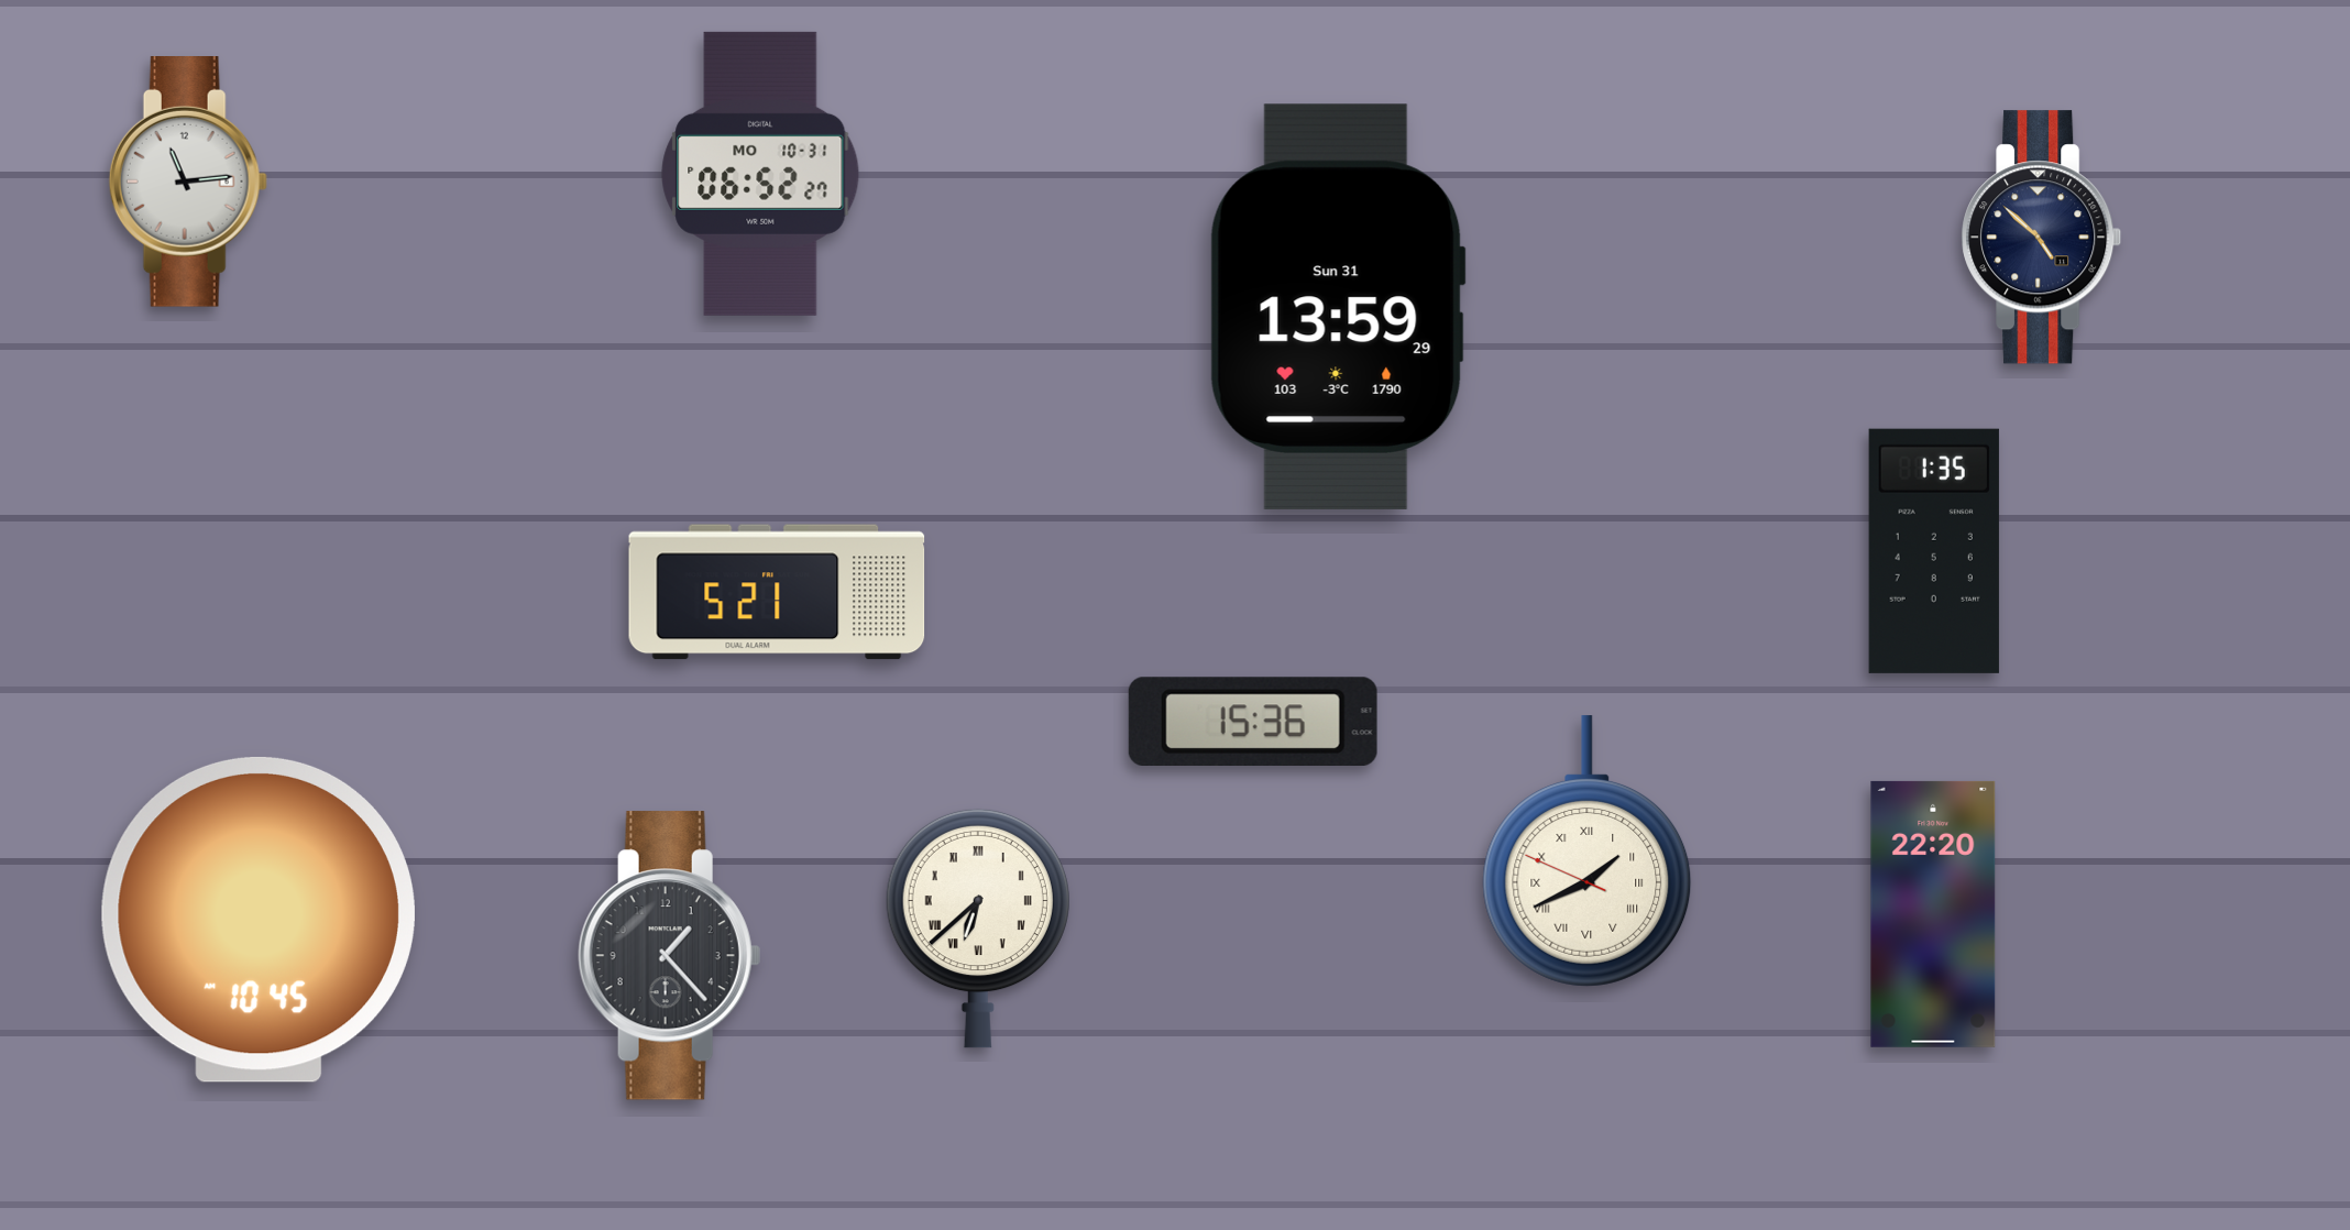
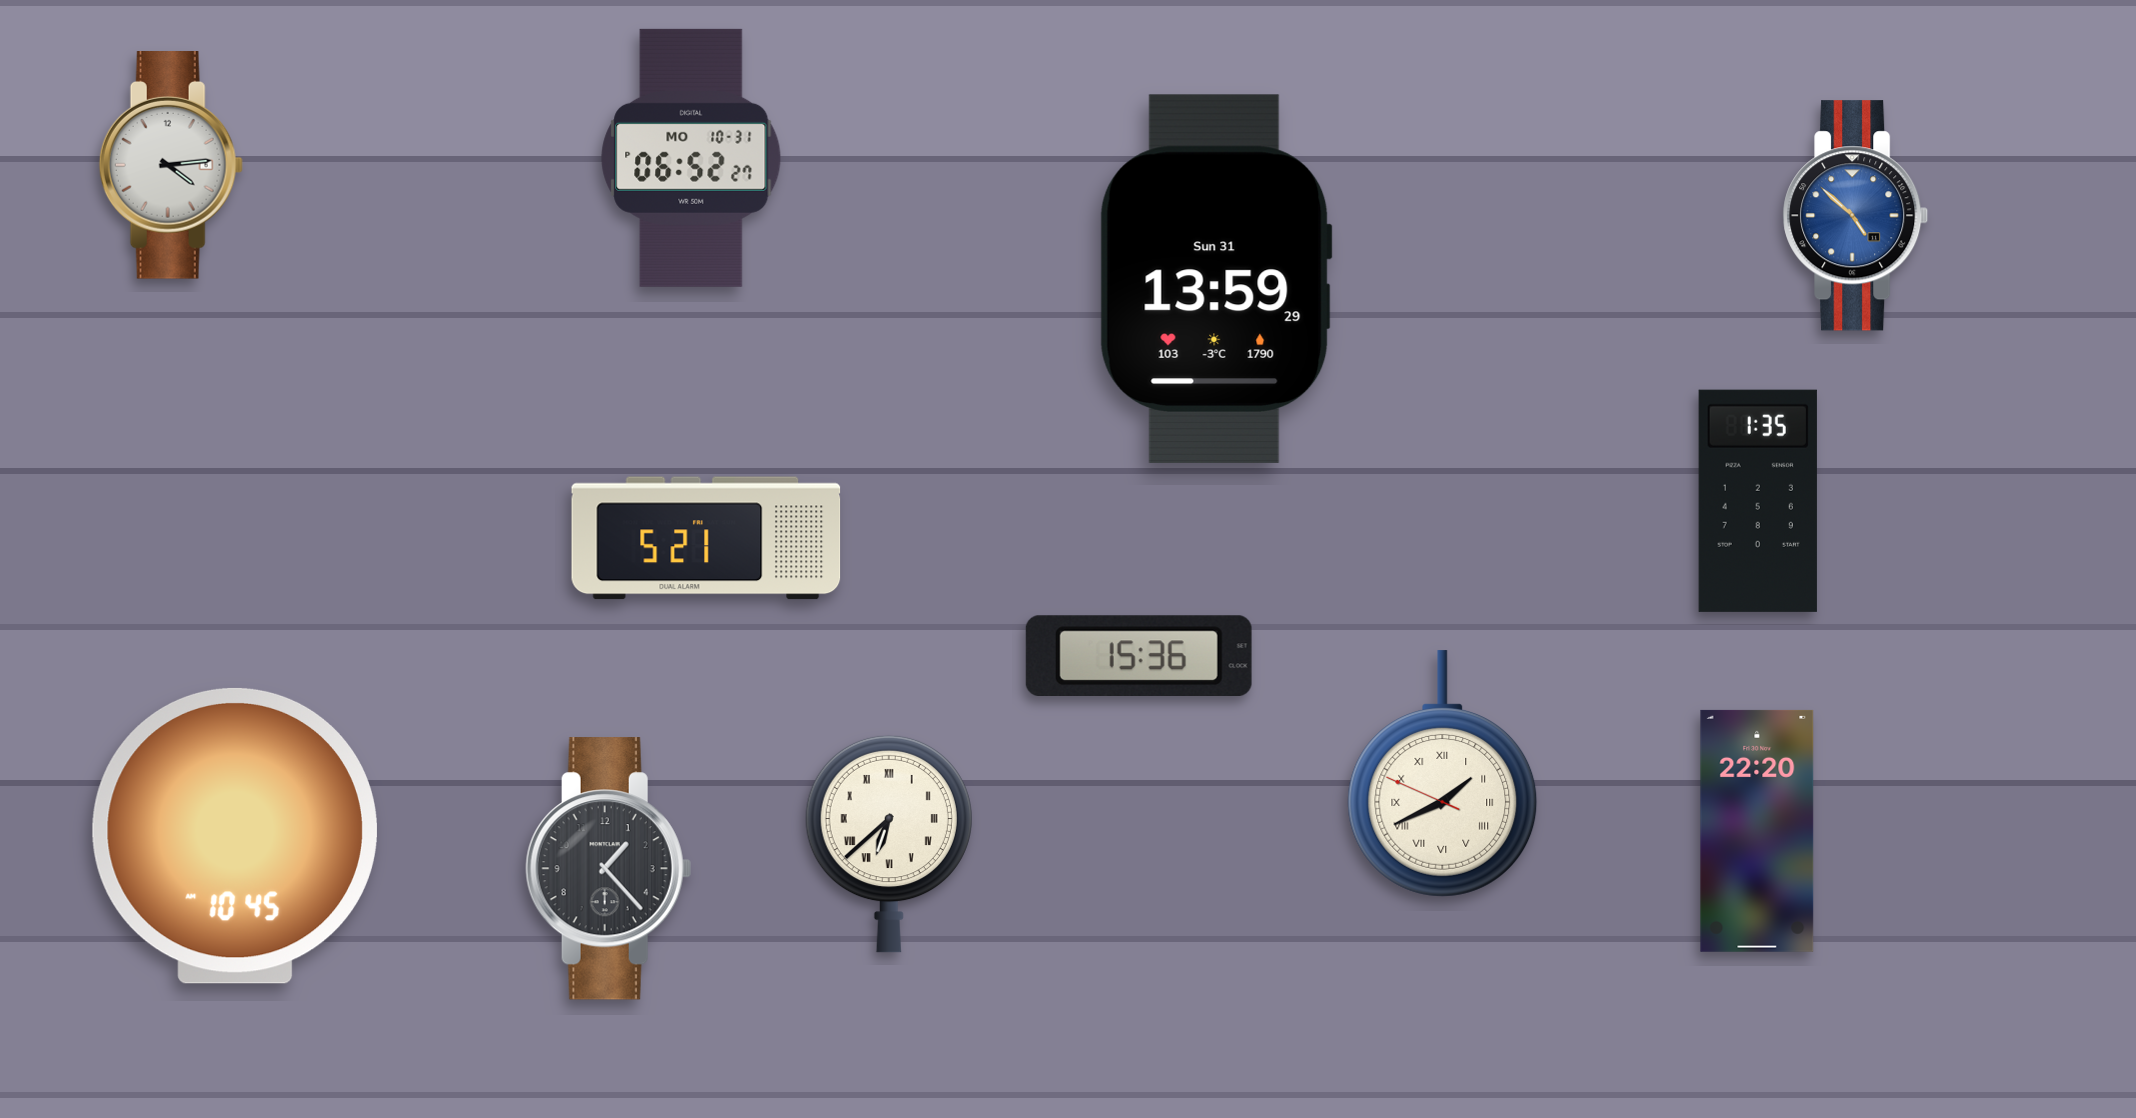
clock at (188, 183): 11:14 -> 4:14
clock at (2042, 238) dial: navy -> blue
